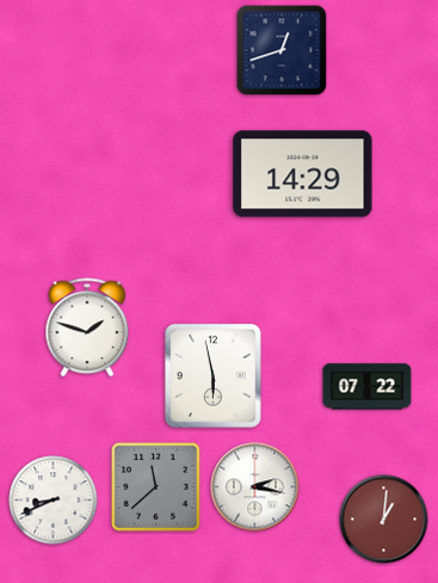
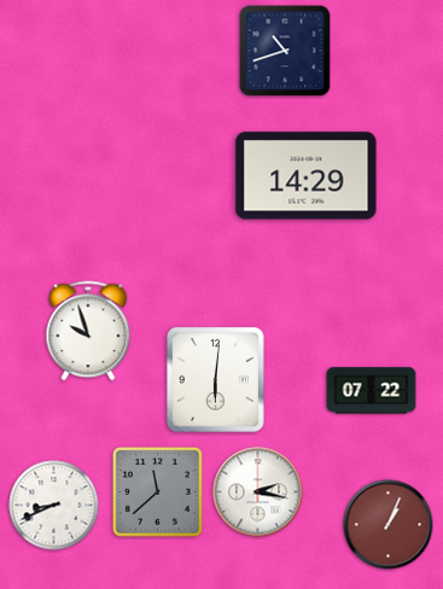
clock at (282, 50): 12:42 -> 10:42
clock at (87, 327): 1:48 -> 9:57
clock at (212, 375): 5:58 -> 6:01
clock at (384, 520): 1:01 -> 1:04
